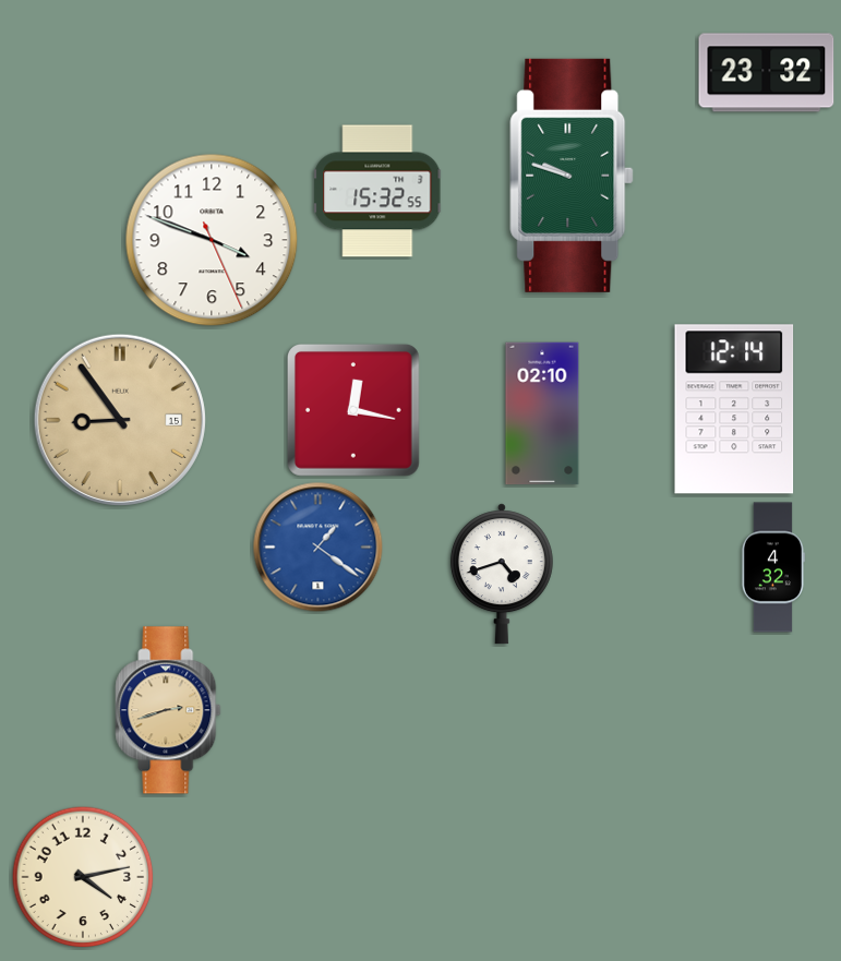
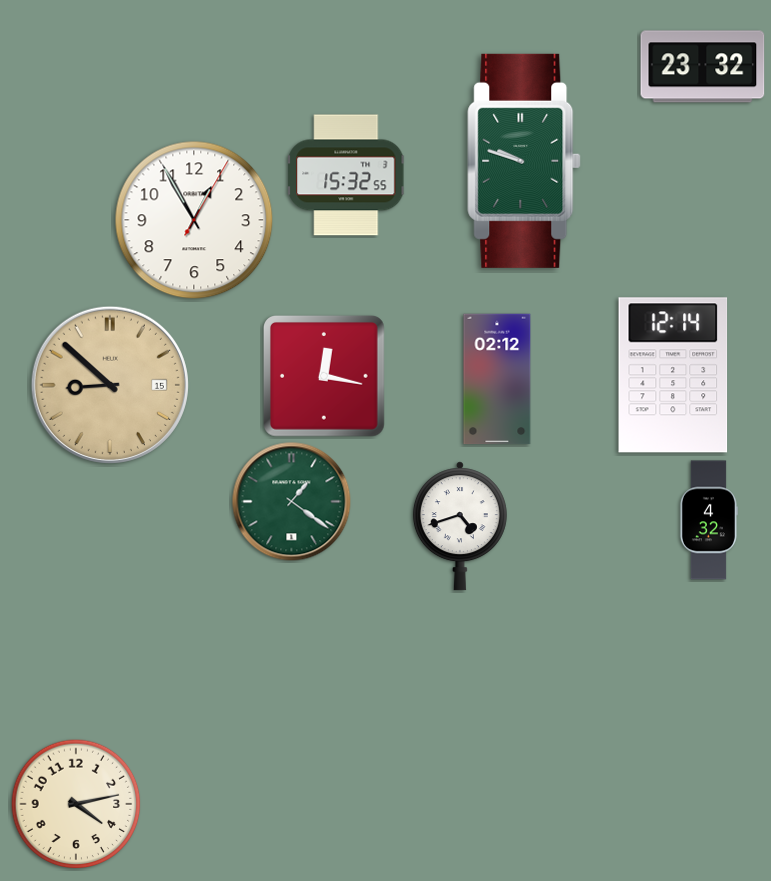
clock at (212, 240): 3:48 -> 12:55
clock at (542, 413): 02:10 -> 02:12
clock at (120, 420): 8:54 -> 8:52
clock at (319, 548) dial: blue -> green
clock at (168, 710): 2:42 -> none
